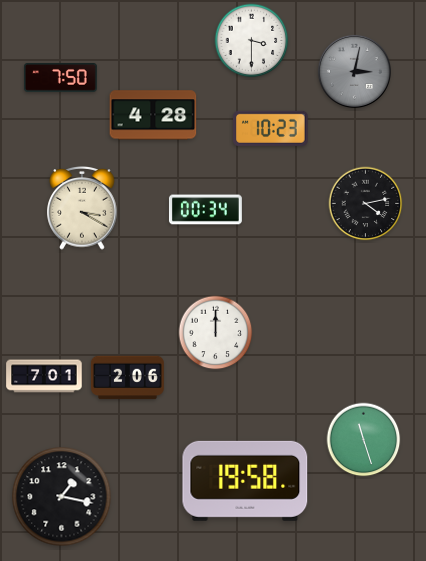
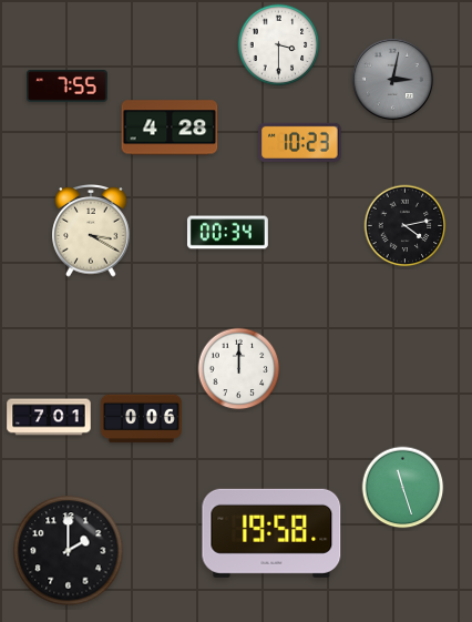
clock at (60, 78): 7:50 -> 7:55
clock at (128, 378): 2:06 -> 0:06
clock at (62, 497): 1:17 -> 2:00
